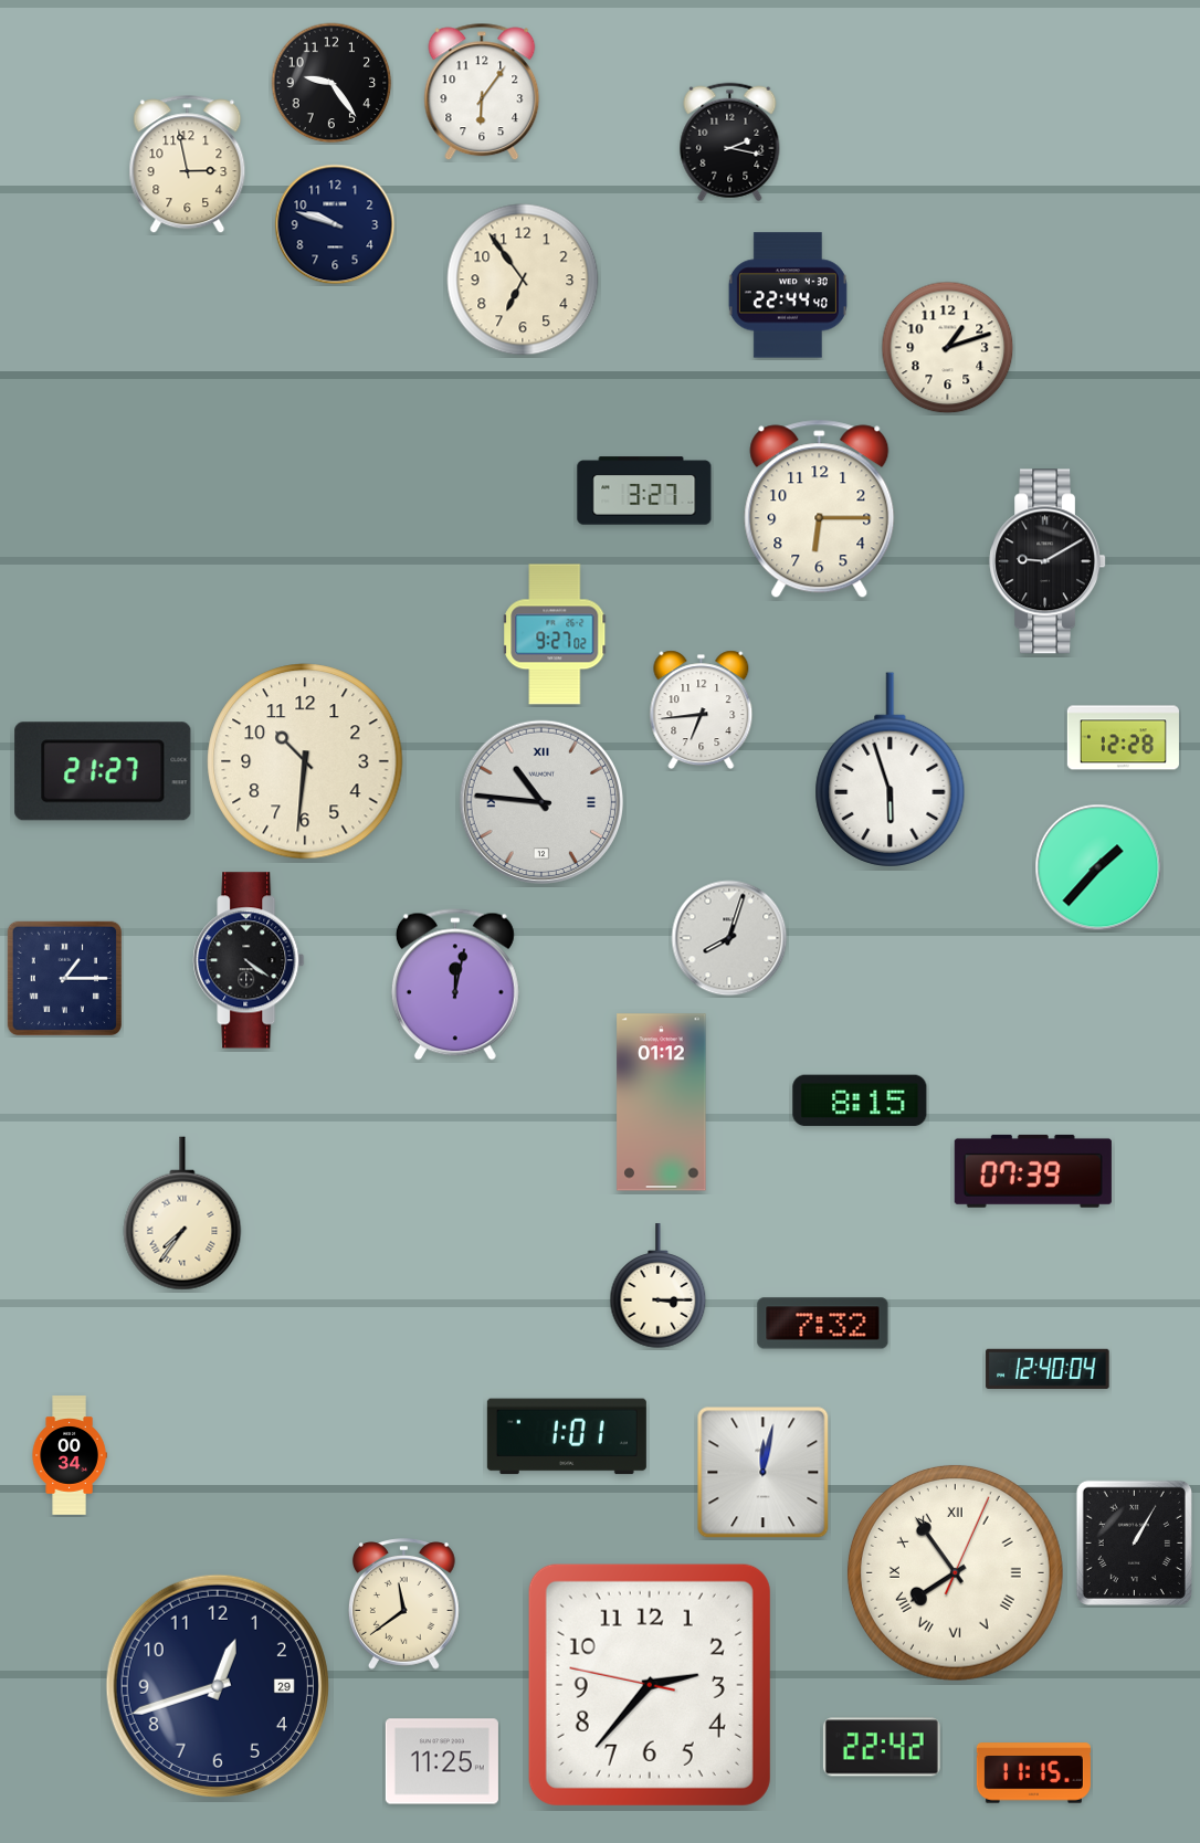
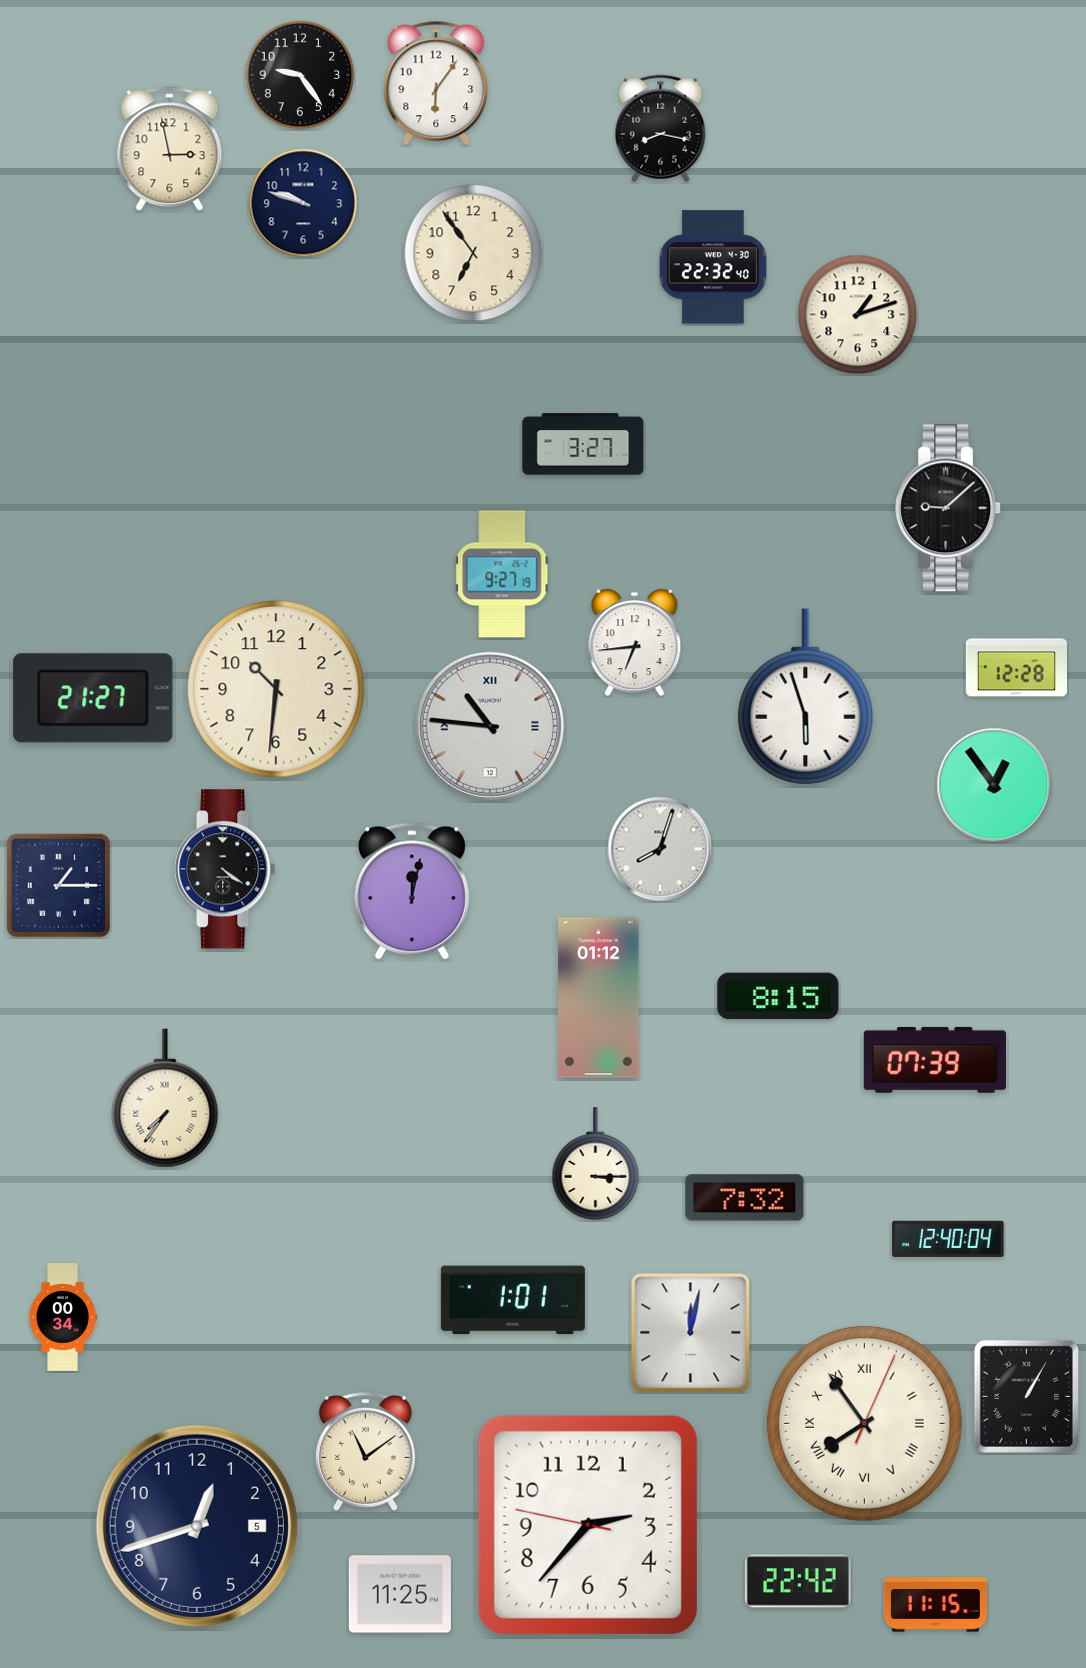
clock at (730, 143): 2:17 -> 8:17
clock at (788, 295): 22:44 -> 22:32
clock at (820, 509): 6:15 -> none
clock at (1049, 561): 9:10 -> 9:08
clock at (556, 634): 9:27:02 -> 9:27:19
clock at (1098, 867): 1:37 -> 12:54
clock at (403, 1604): 11:39 -> 11:09
clock at (218, 1686) date: 29 -> 5
